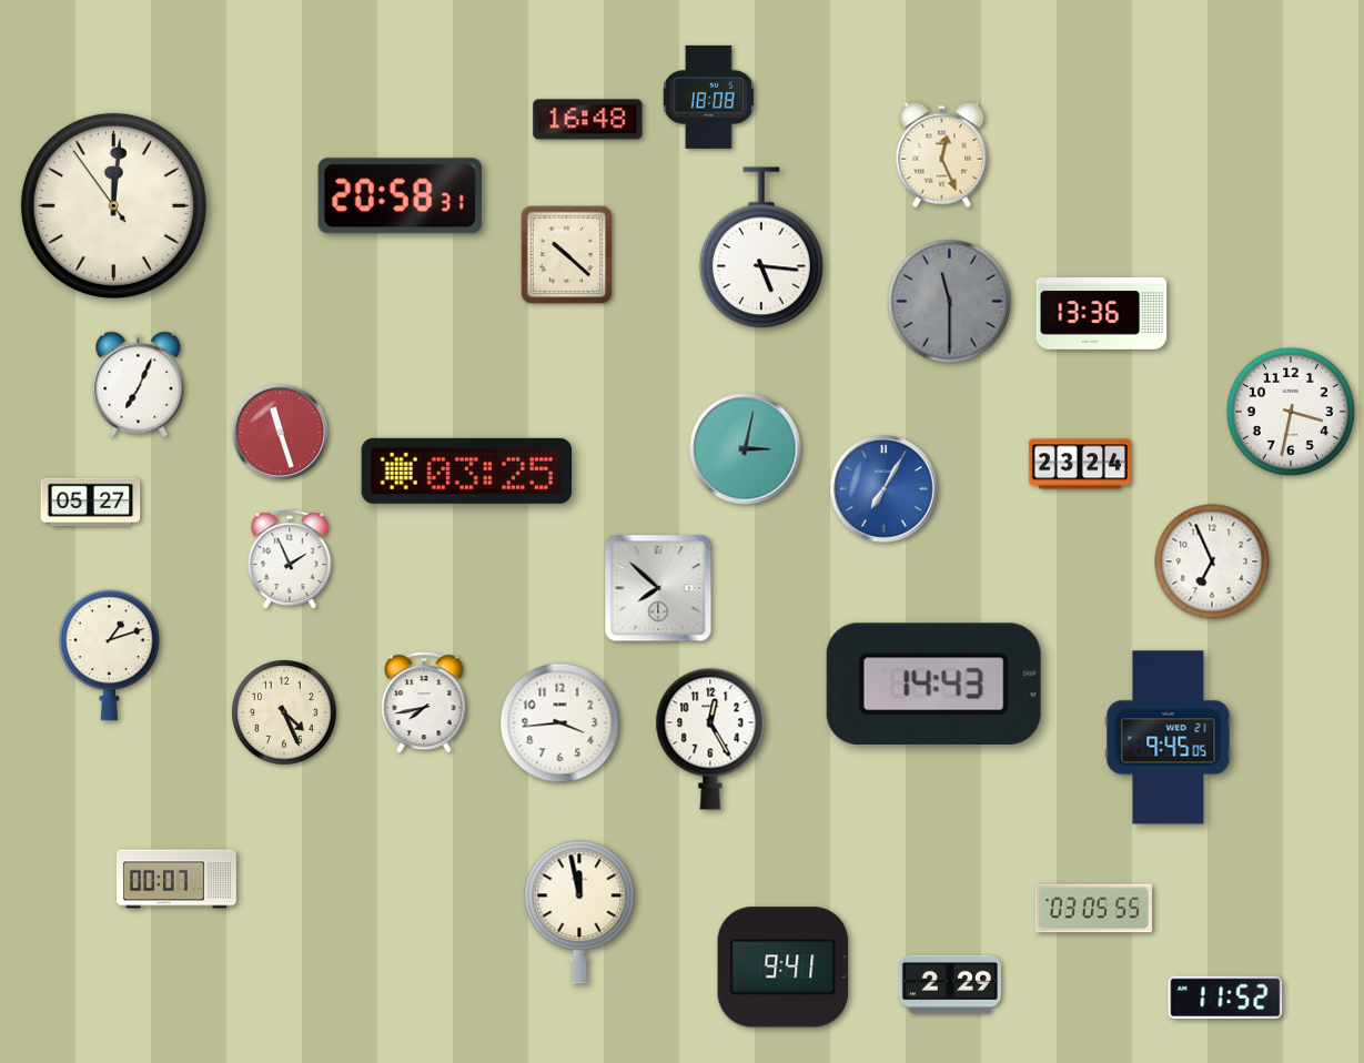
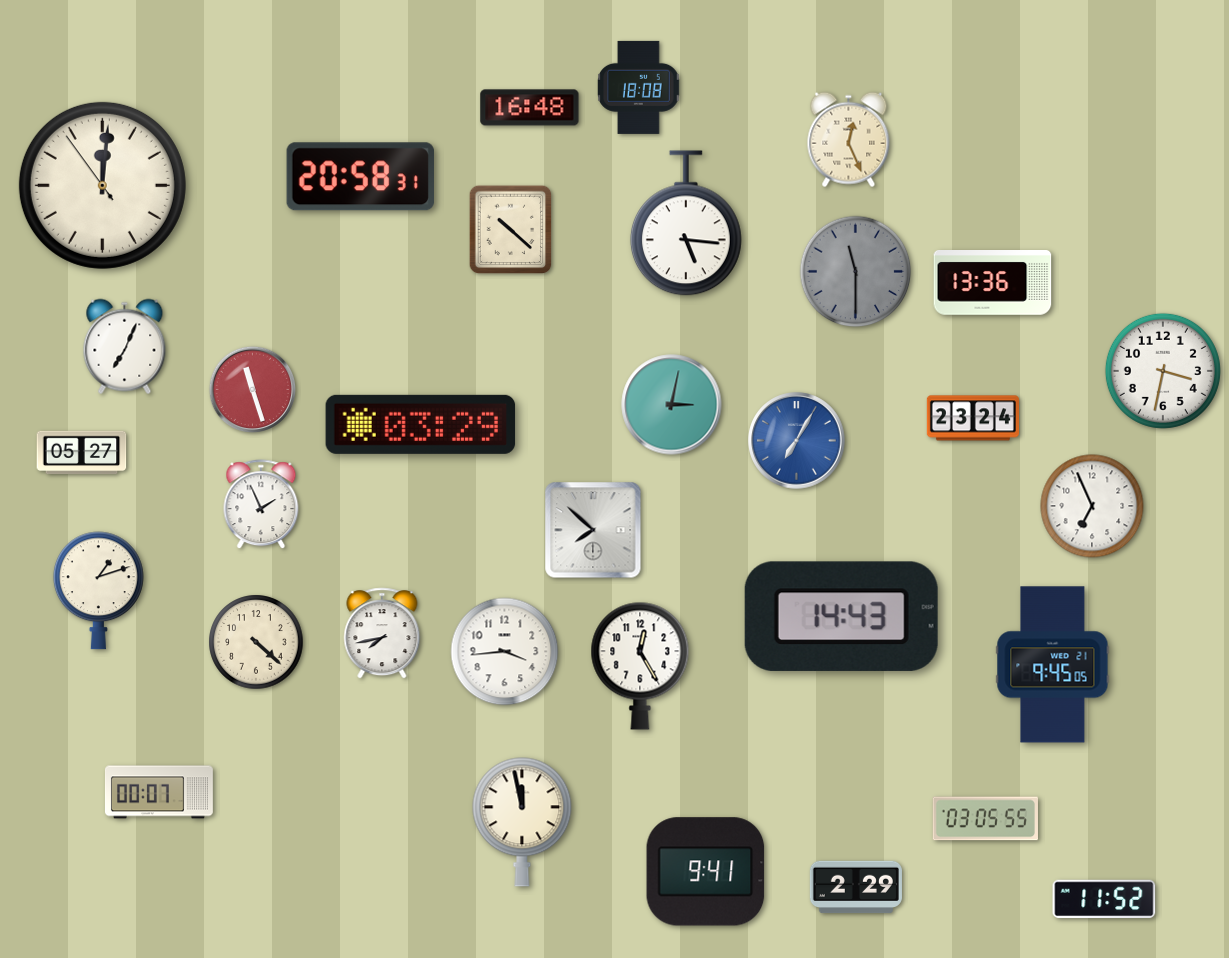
clock at (467, 470): 03:25 -> 03:29
clock at (284, 712): 4:26 -> 4:22
